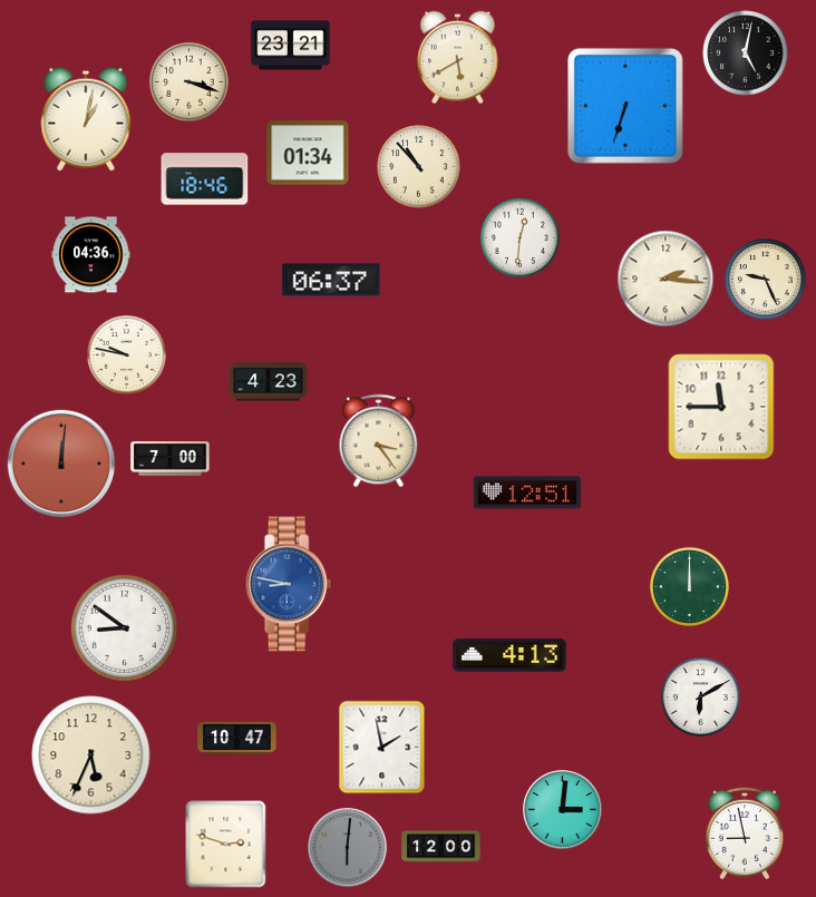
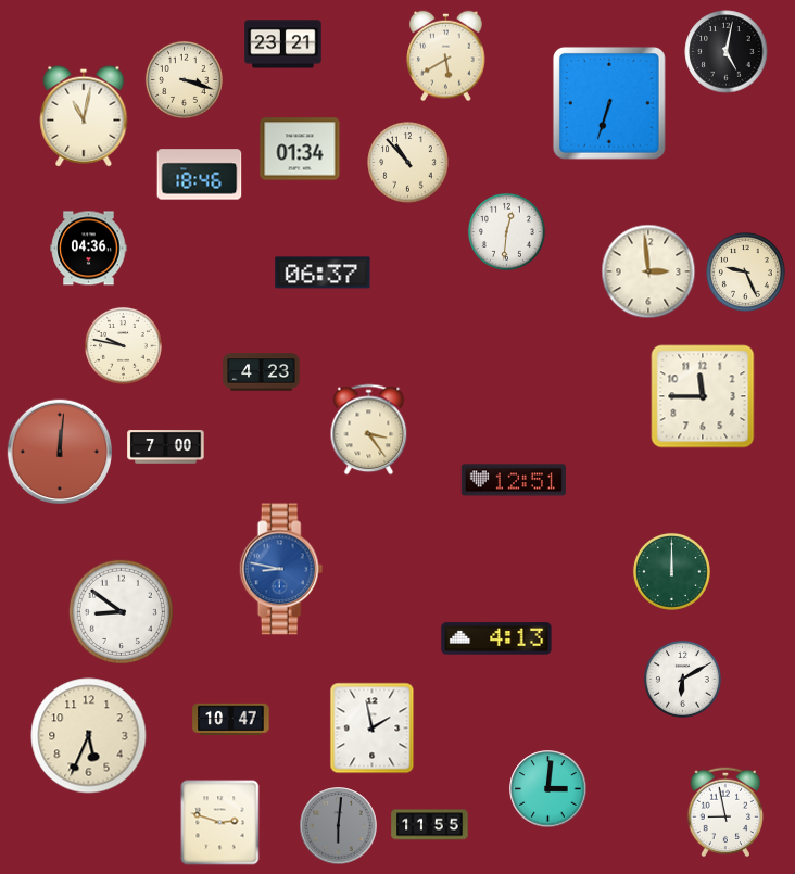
clock at (86, 119): 1:02 -> 11:02
clock at (666, 279): 2:16 -> 2:59
clock at (441, 847): 12:00 -> 11:55
